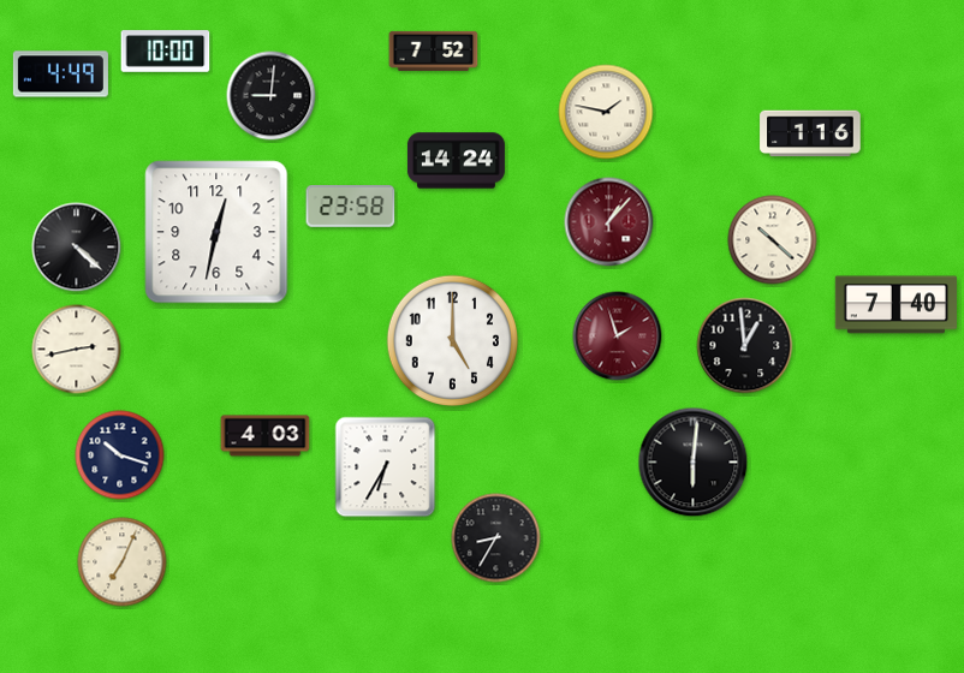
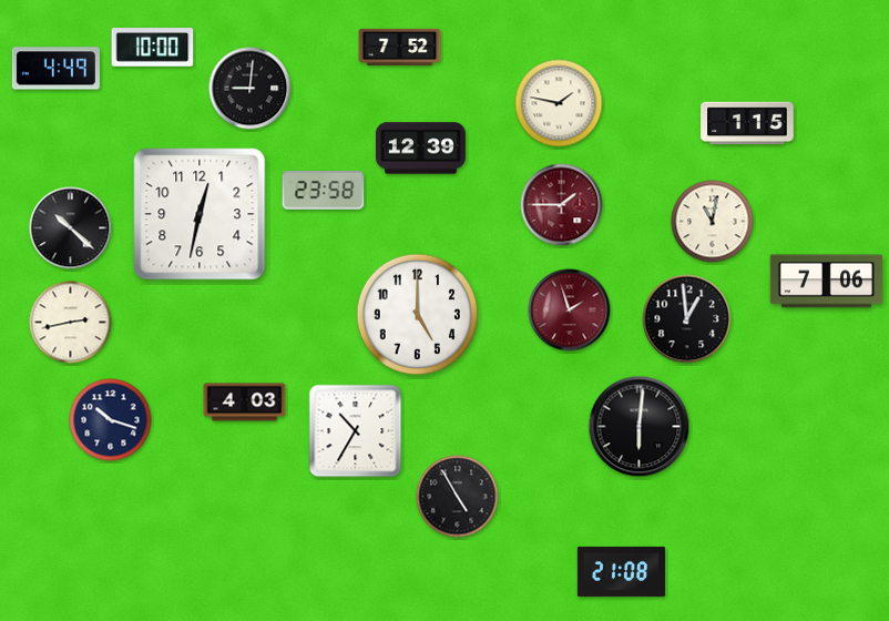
clock at (810, 133): 1:16 -> 1:15
clock at (456, 161): 14:24 -> 12:39
clock at (609, 222): 1:07 -> 1:45
clock at (773, 240): 10:22 -> 11:02
clock at (77, 248): 4:22 -> 10:22
clock at (895, 305): 7:40 -> 7:06
clock at (386, 467): 6:35 -> 10:35
clock at (496, 538): 8:35 -> 4:55
clock at (123, 562): 7:04 -> none
clock at (621, 571): none -> 21:08
